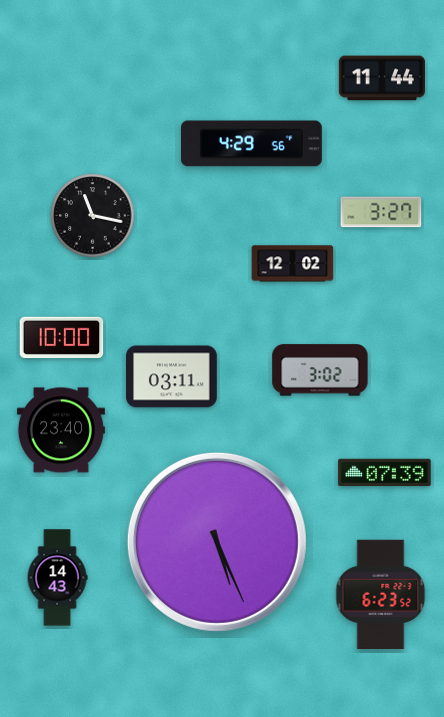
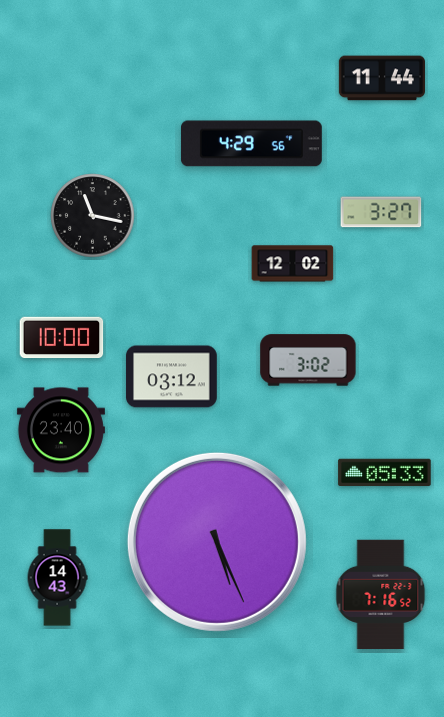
clock at (320, 370) position: (320, 370) -> (308, 360)
clock at (172, 377): 03:11 -> 03:12
clock at (385, 473): 07:39 -> 05:33
clock at (381, 595): 6:23 -> 7:16
